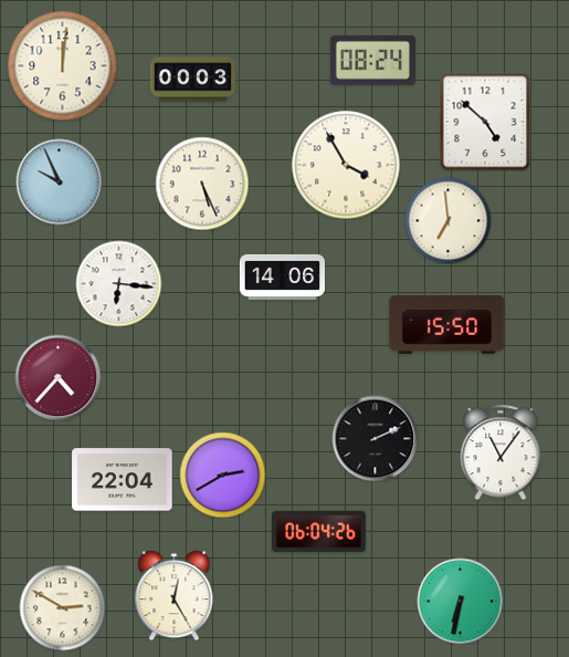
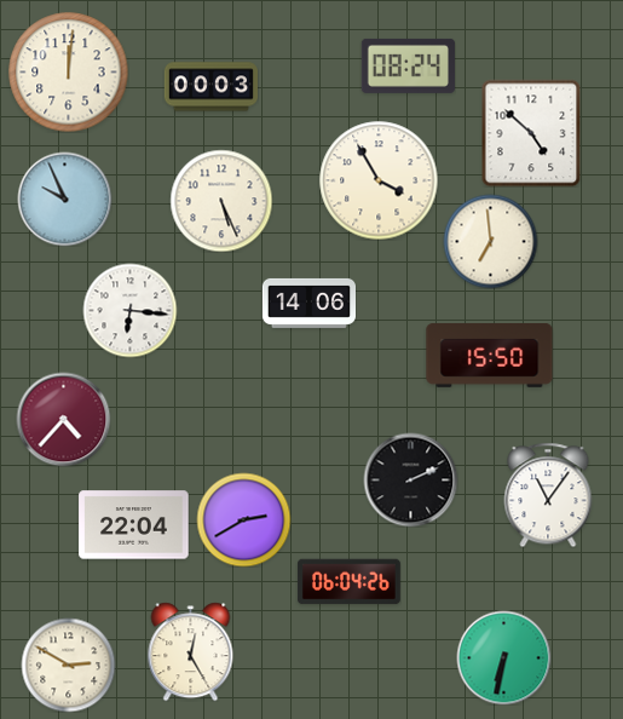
clock at (57, 377) position: (57, 377) -> (63, 419)
